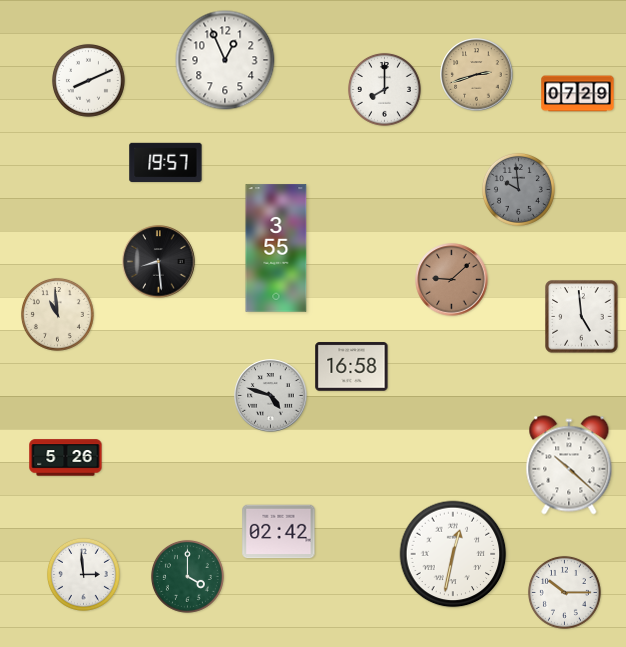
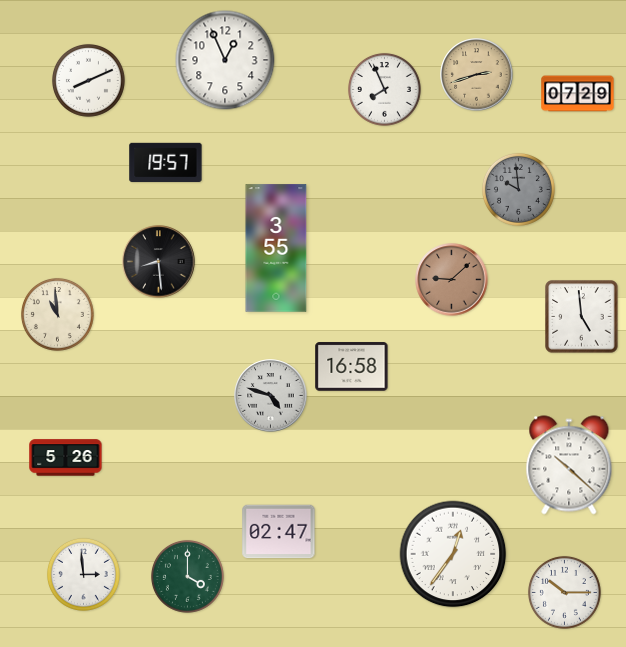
clock at (384, 89): 8:00 -> 7:56
clock at (279, 532): 02:42 -> 02:47
clock at (453, 554): 12:32 -> 12:36
